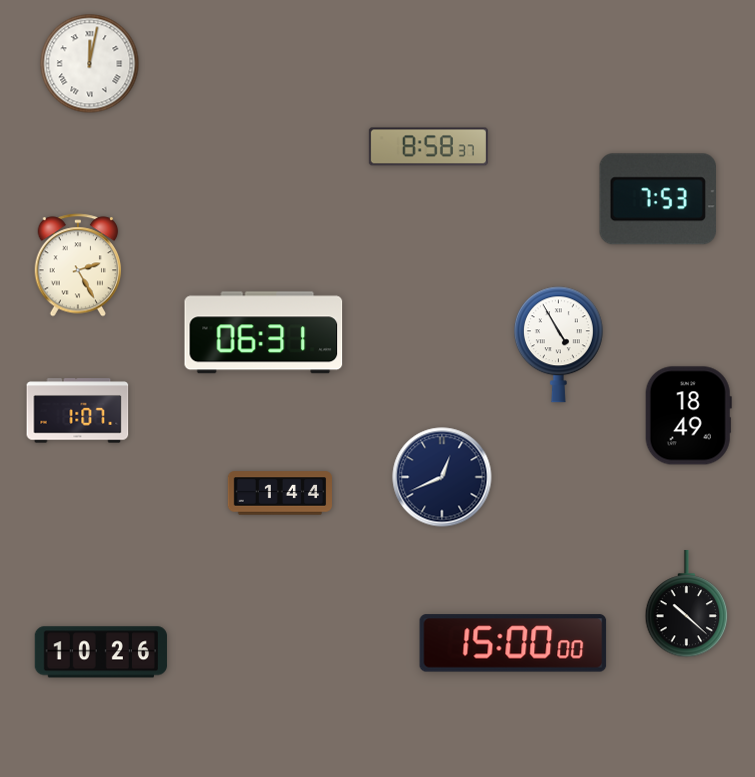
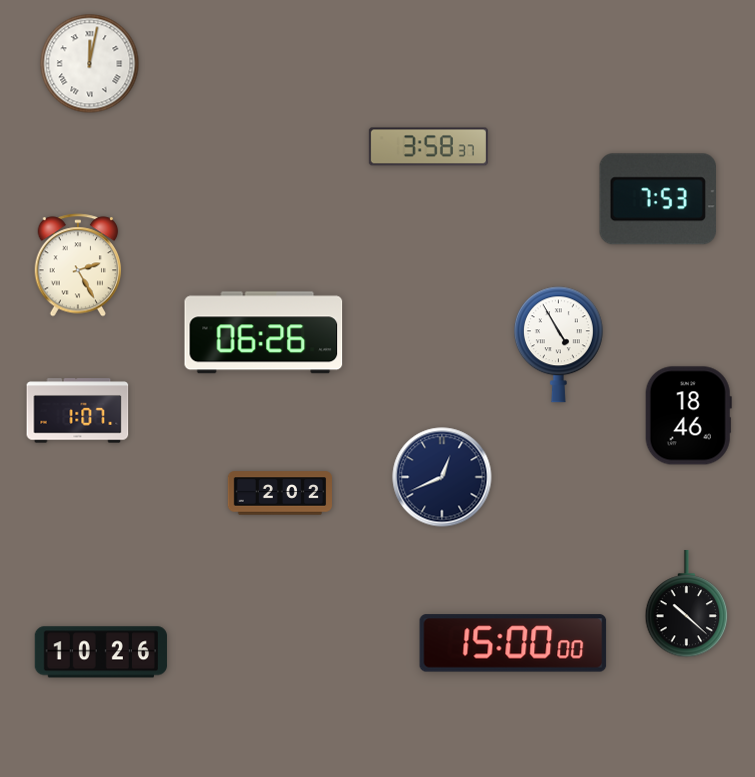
clock at (428, 147): 8:58 -> 3:58
clock at (264, 333): 06:31 -> 06:26
clock at (688, 416): 18:49 -> 18:46
clock at (280, 493): 1:44 -> 2:02
